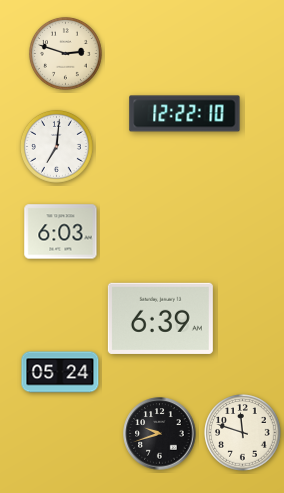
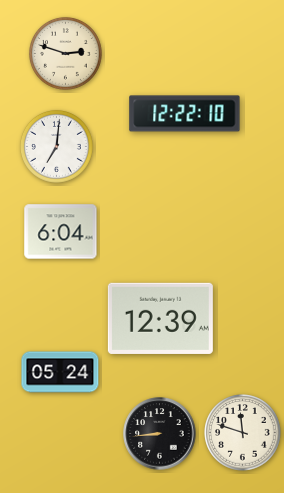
clock at (61, 232): 6:03 -> 6:04
clock at (160, 318): 6:39 -> 12:39
clock at (160, 434): 9:42 -> 8:44
